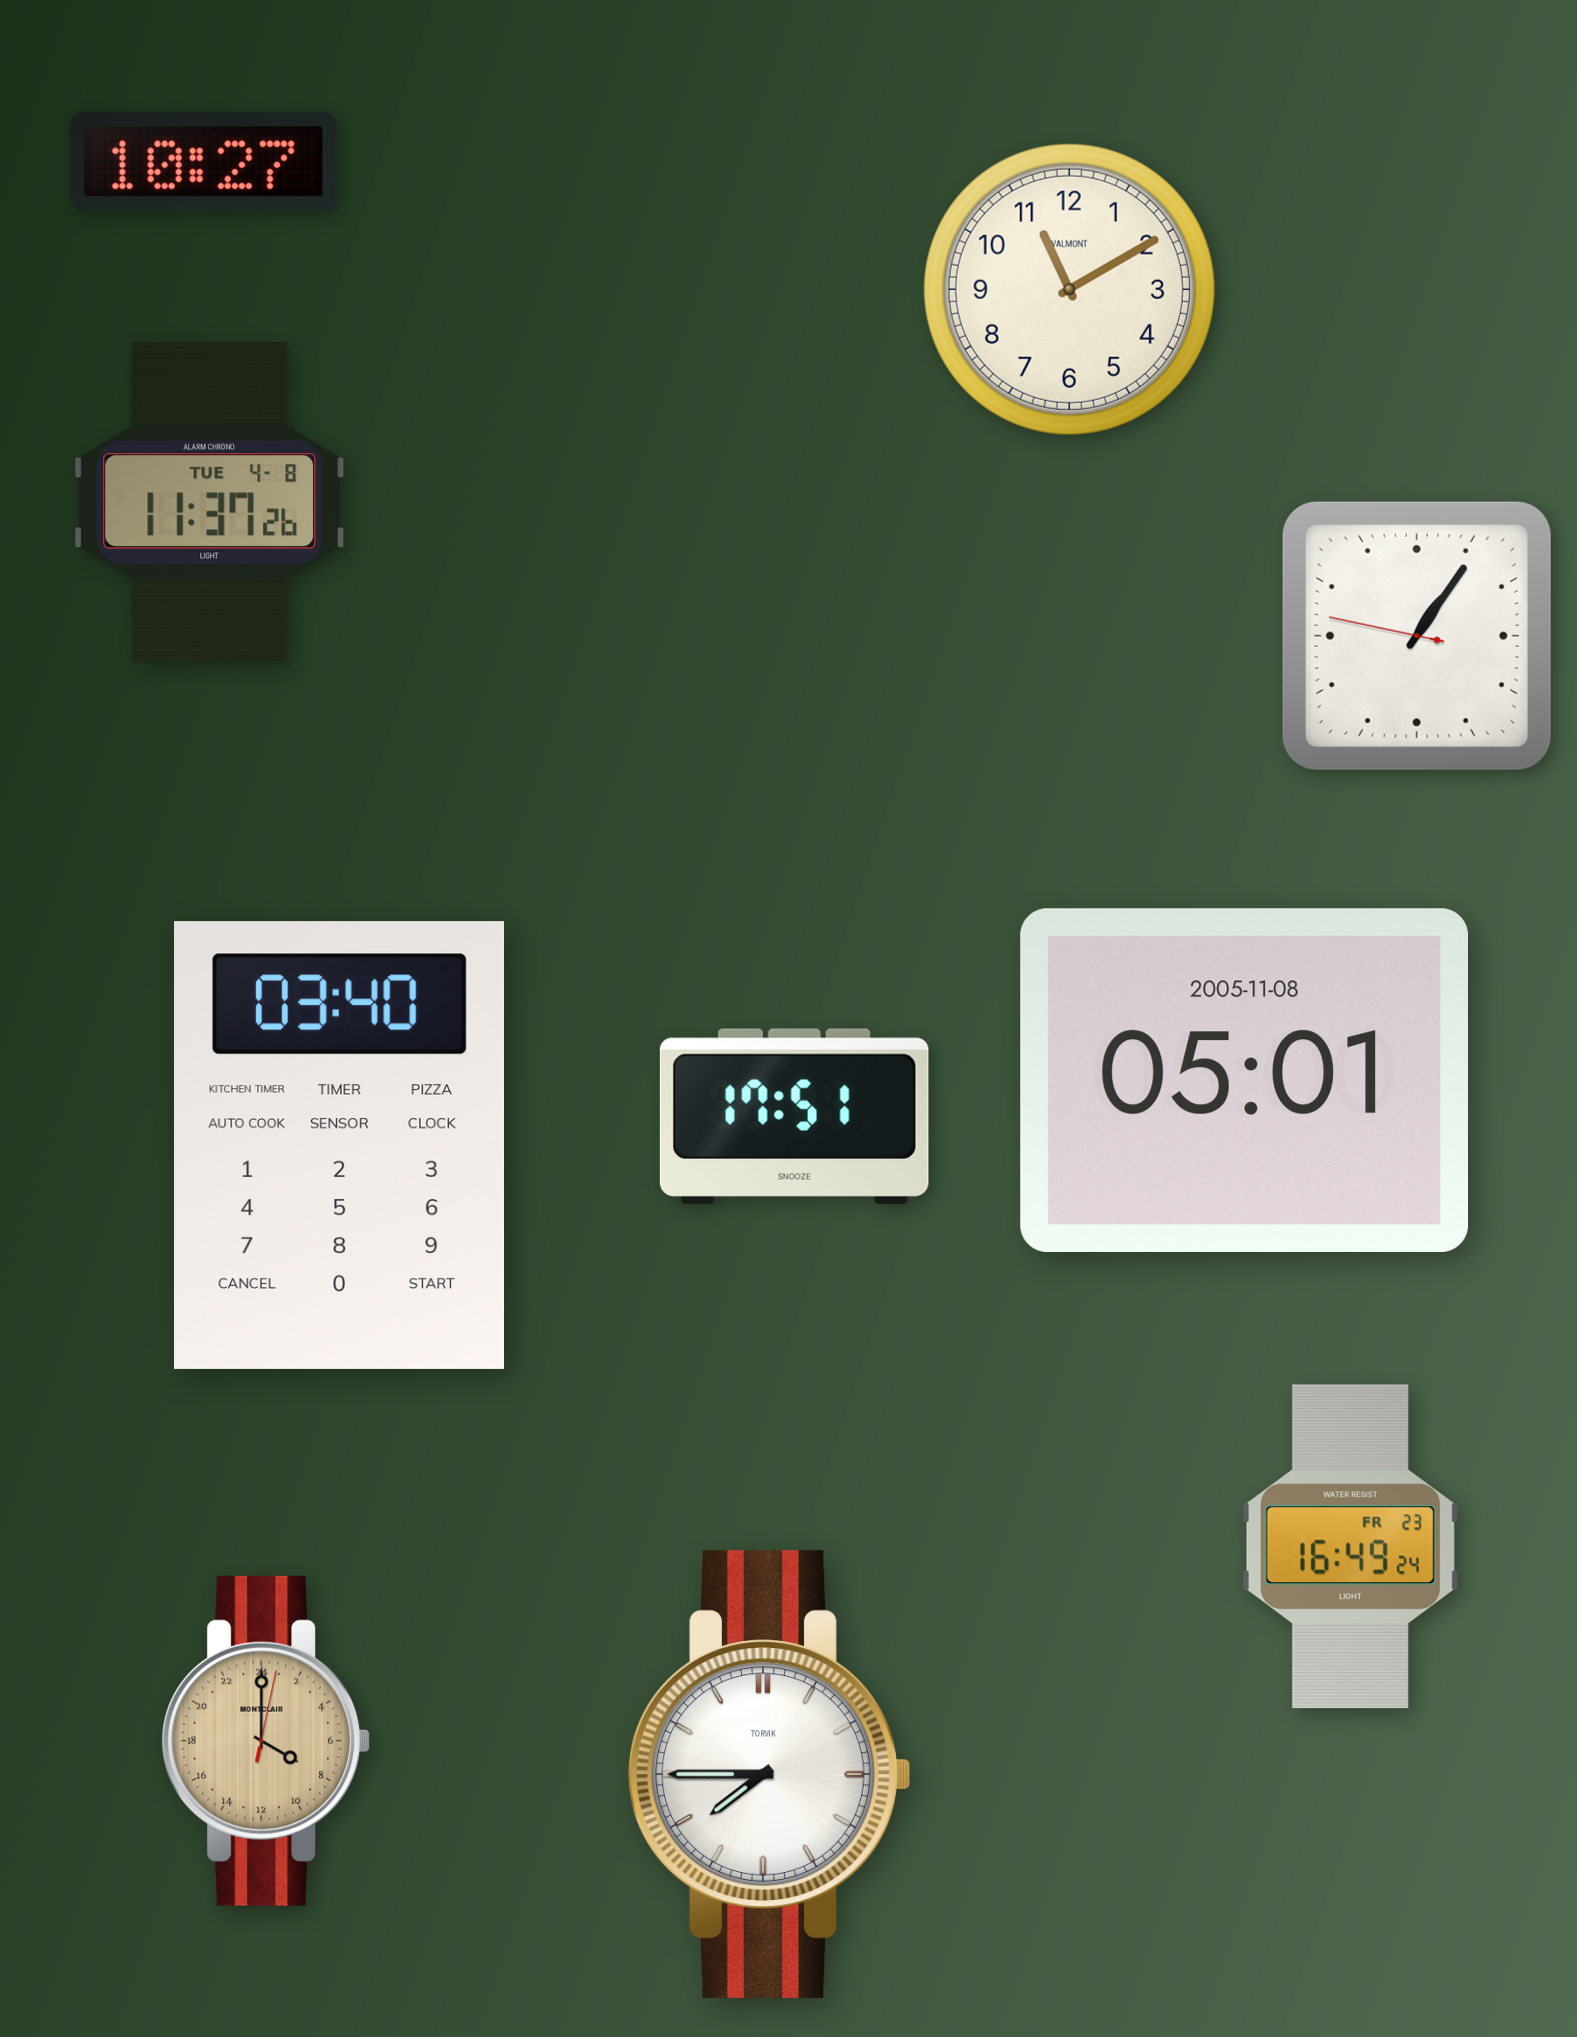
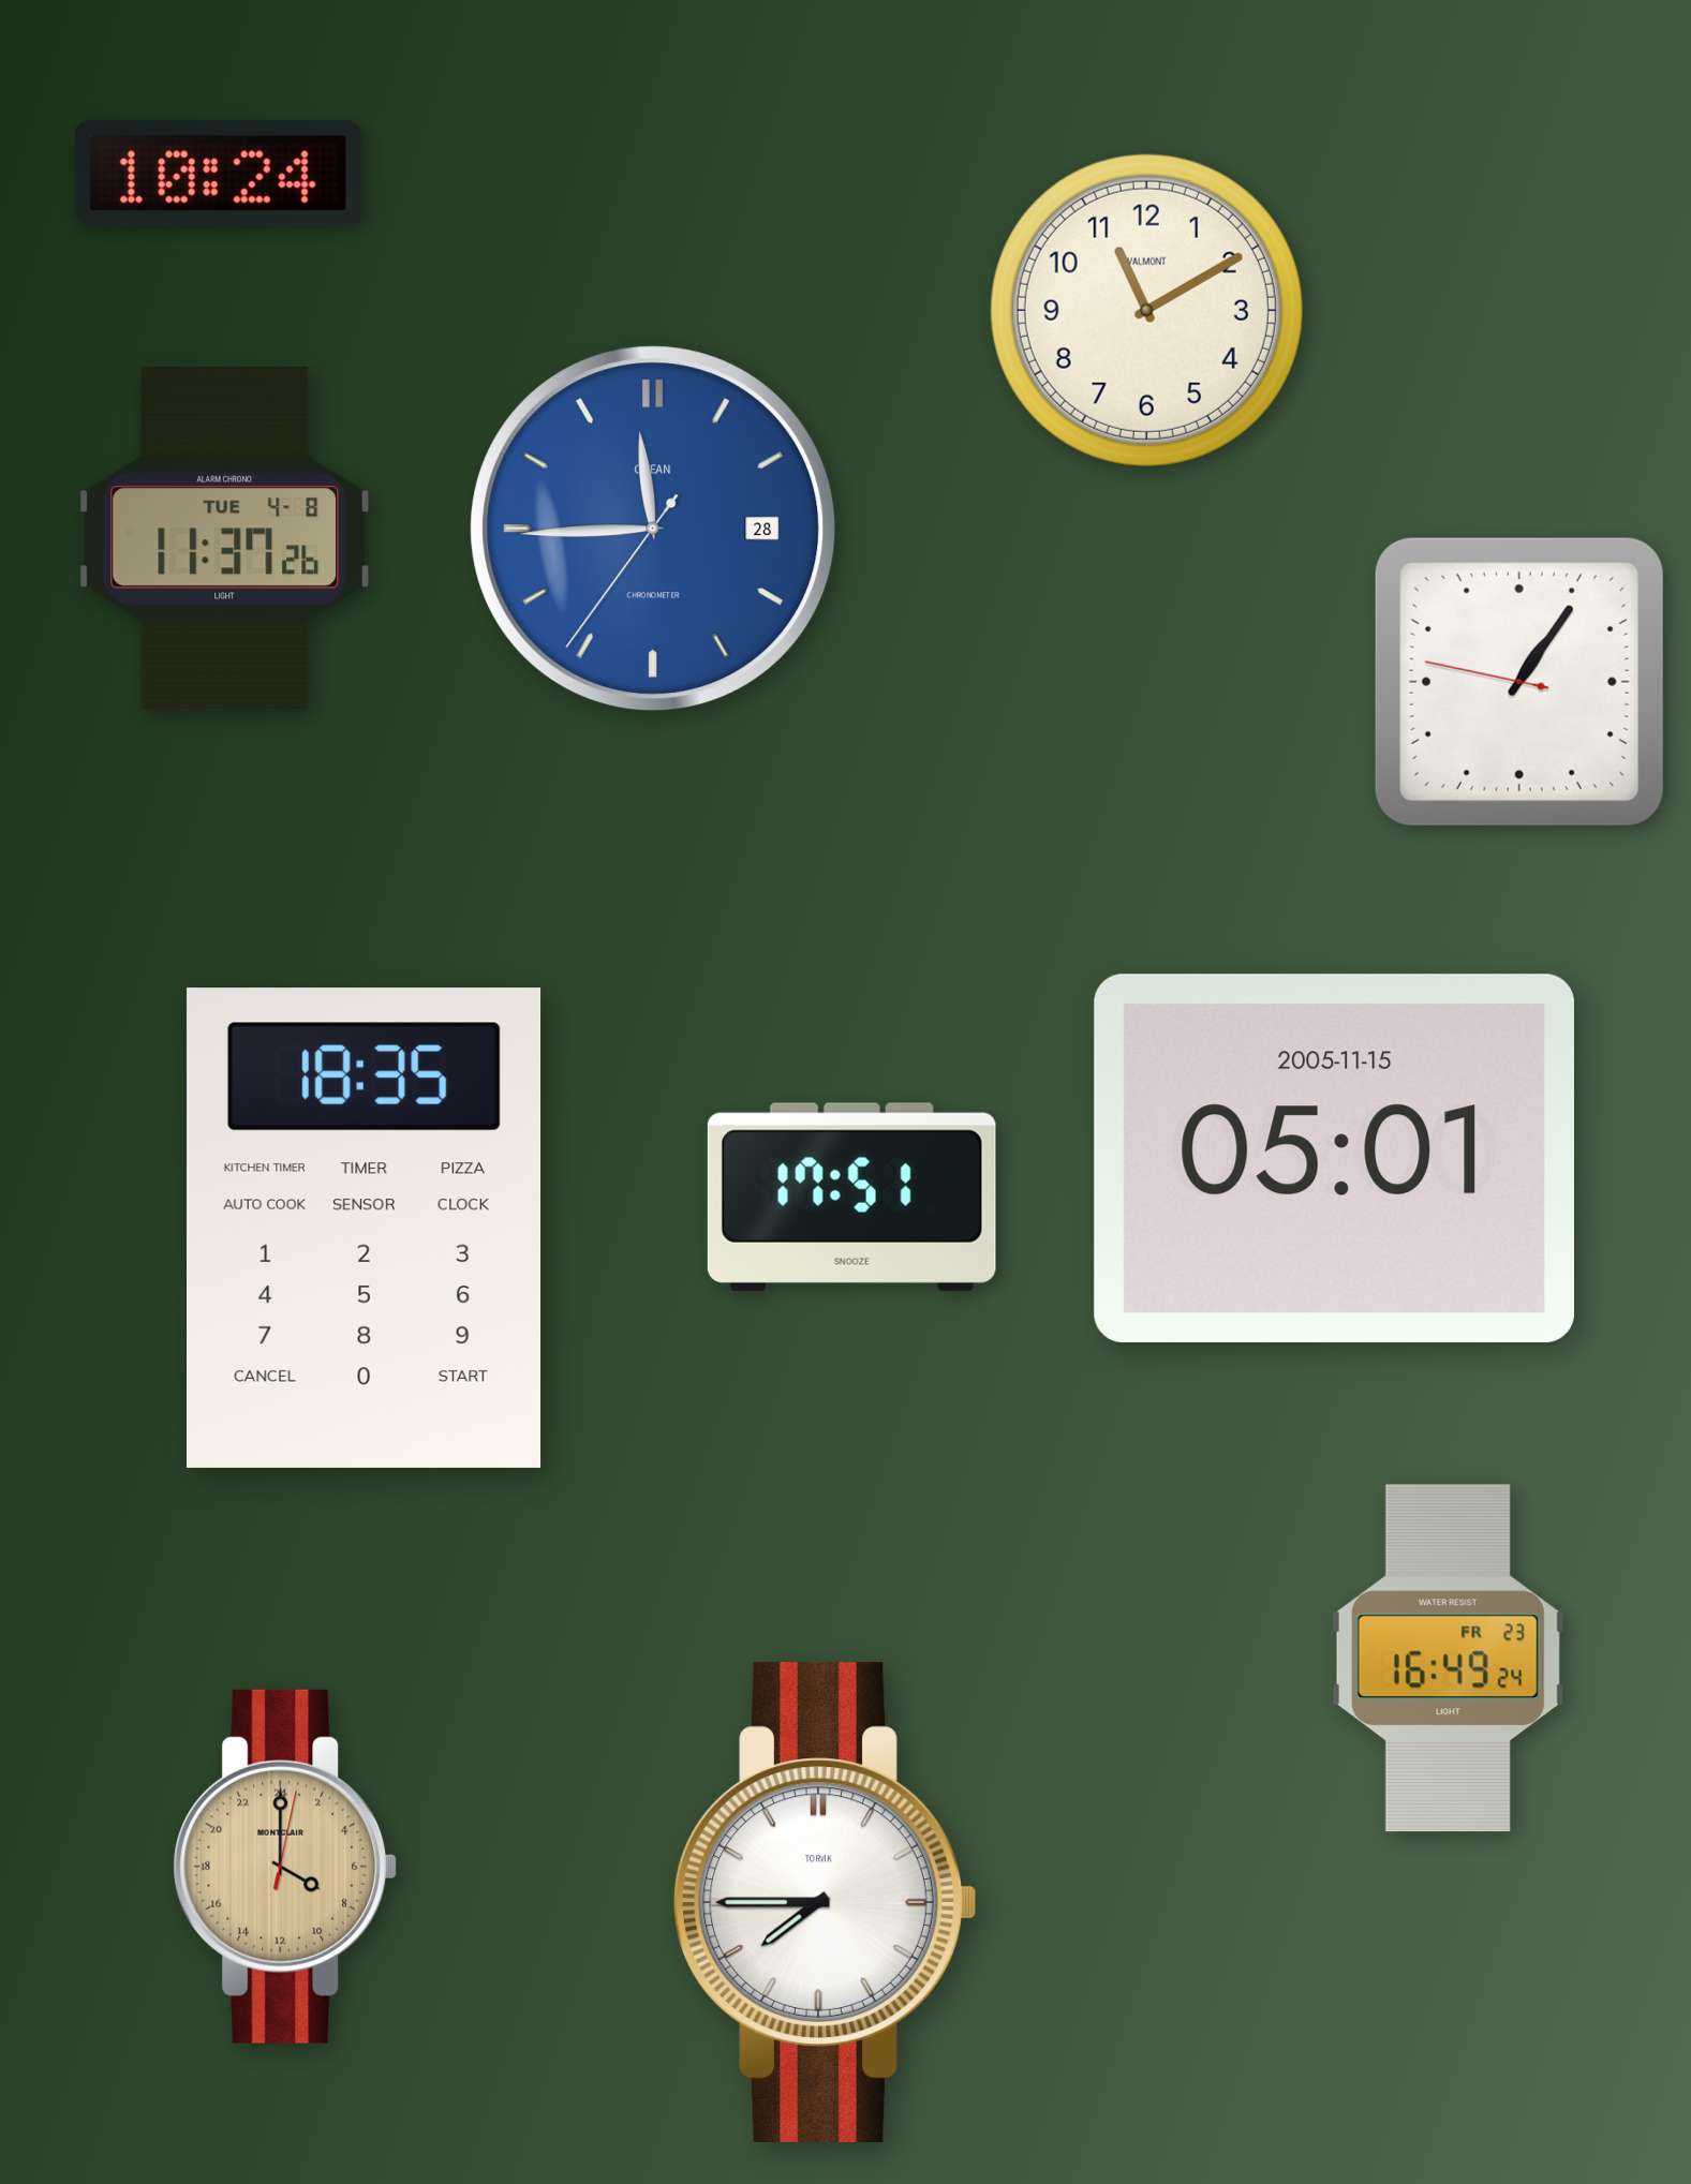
clock at (203, 162): 10:27 -> 10:24
clock at (653, 529): none -> 11:44
clock at (1244, 1080) date: 2005-11-08 -> 2005-11-15
clock at (340, 1145): 03:40 -> 18:35
